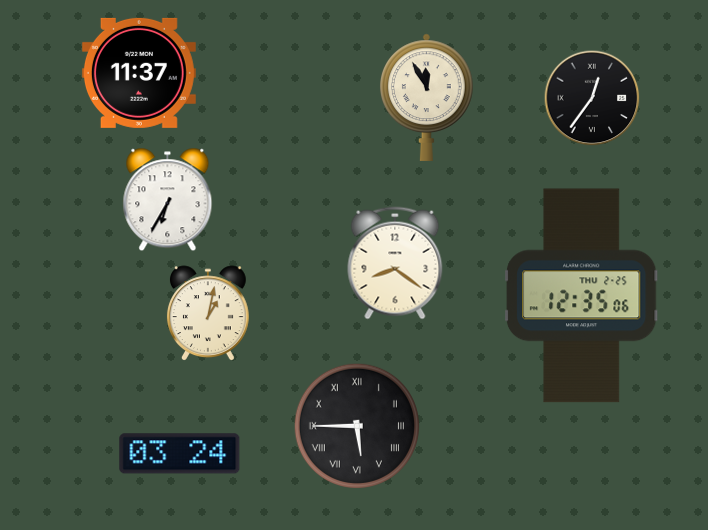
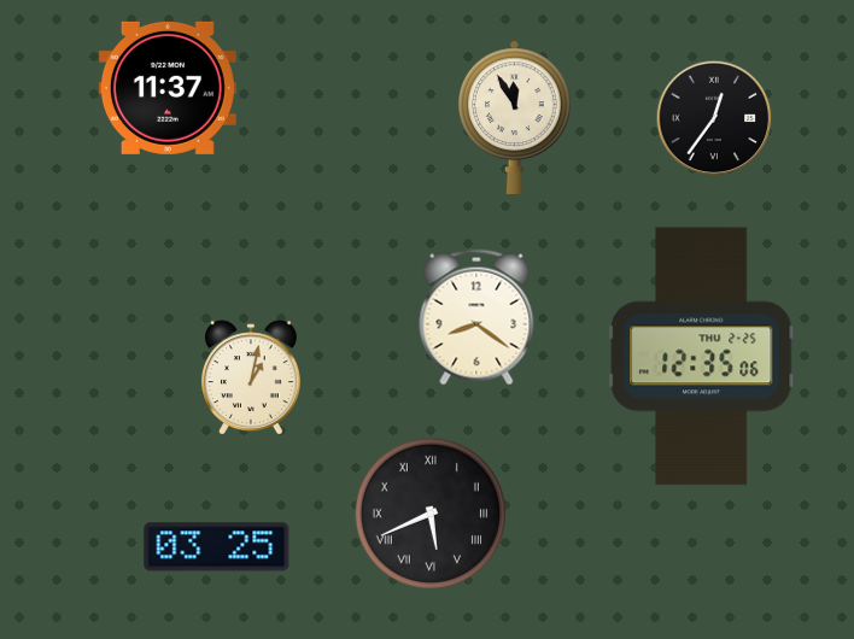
clock at (168, 200): 6:35 -> none
clock at (357, 426): 5:45 -> 5:41
clock at (180, 454): 03:24 -> 03:25
